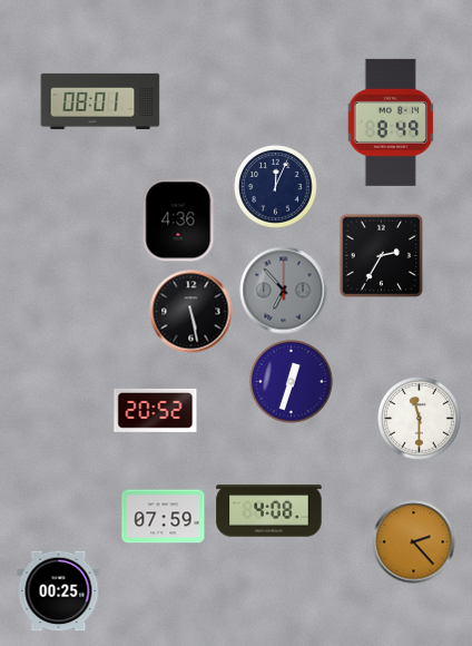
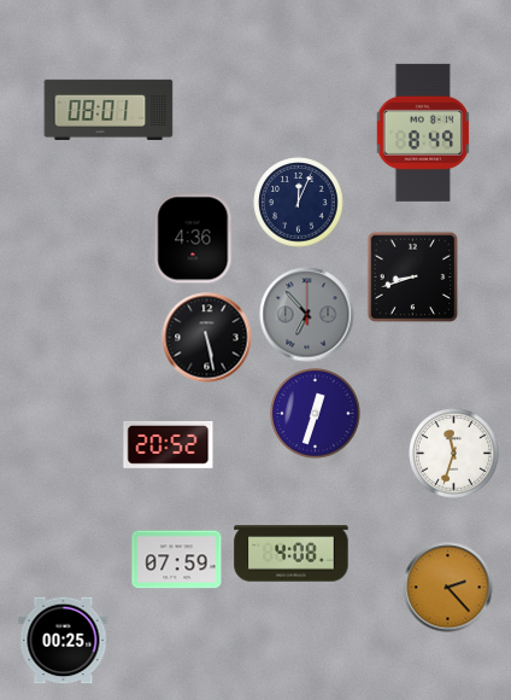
clock at (382, 256): 2:35 -> 8:42
clock at (420, 419): 11:30 -> 11:33
